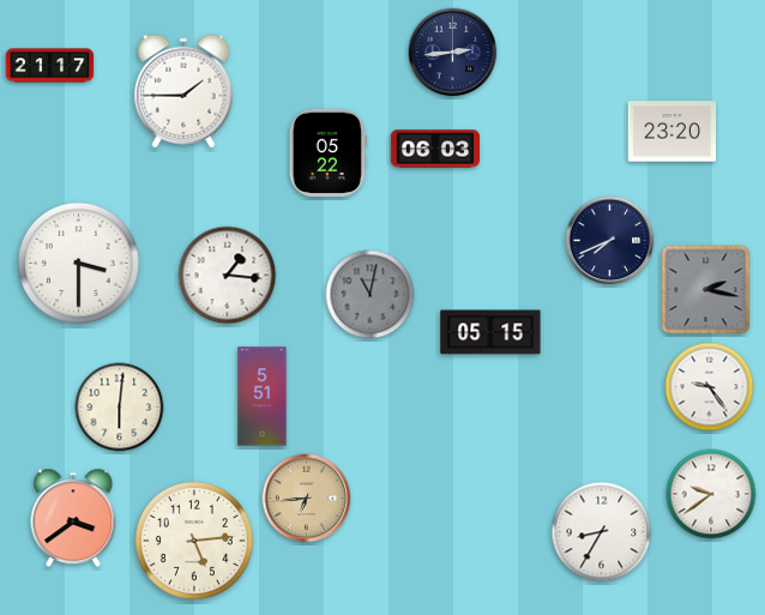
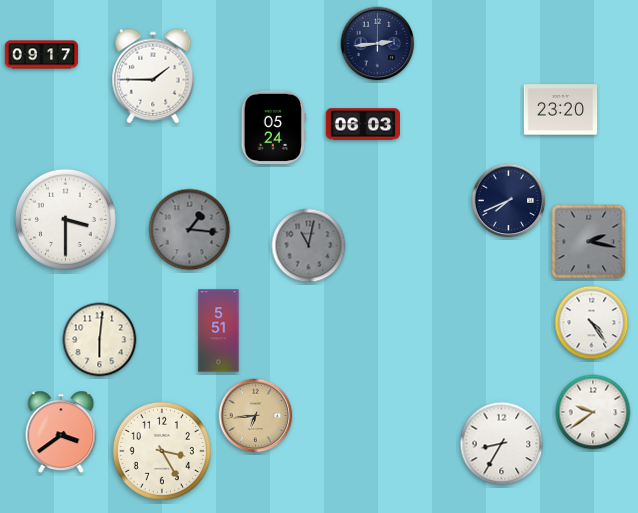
clock at (50, 66): 21:17 -> 09:17
clock at (327, 152): 05:22 -> 05:24
clock at (228, 276) dial: white -> grey
clock at (490, 332): 05:15 -> none
clock at (710, 387): 9:24 -> 4:24
clock at (194, 541): 5:14 -> 3:25
